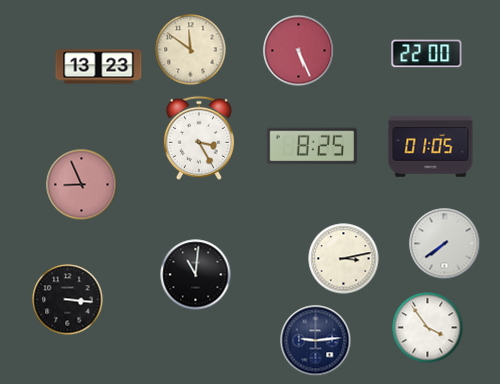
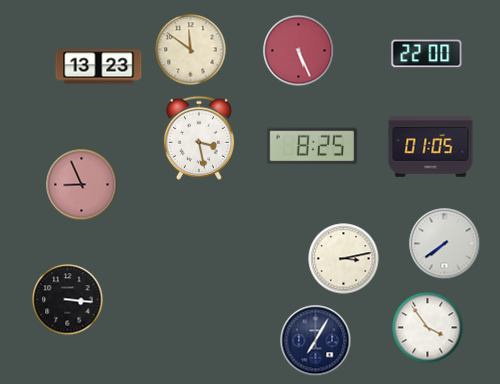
clock at (199, 138): 3:25 -> 3:28
clock at (196, 275): 11:01 -> none
clock at (316, 341): 9:14 -> 7:05
